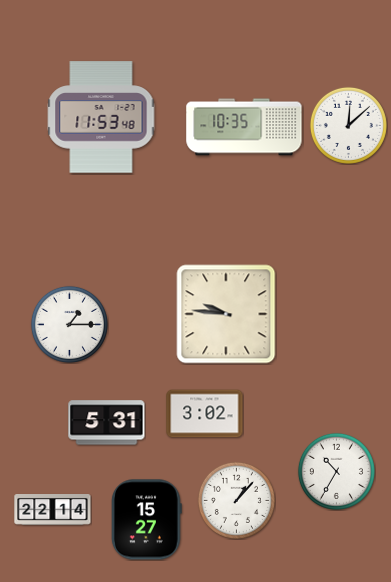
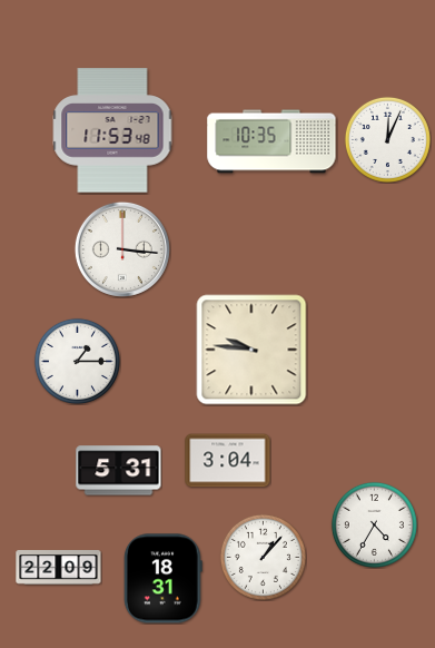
clock at (348, 125): 12:08 -> 12:04
clock at (122, 249): none -> 3:16
clock at (205, 414): 3:02 -> 3:04
clock at (336, 471): 10:35 -> 4:35
clock at (53, 510): 22:14 -> 22:09
clock at (146, 520): 15:27 -> 18:31
